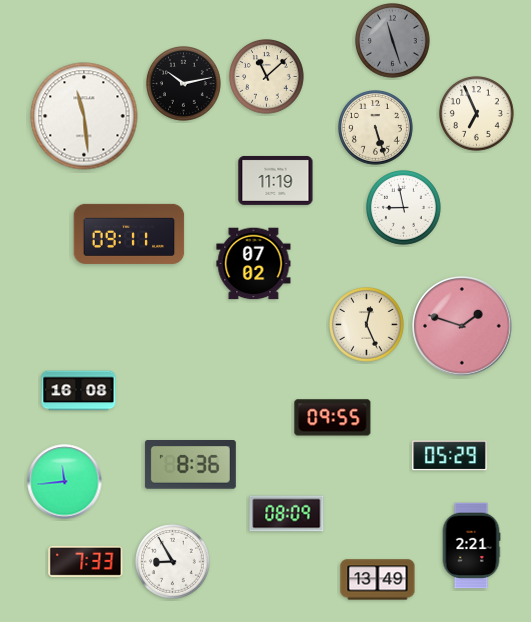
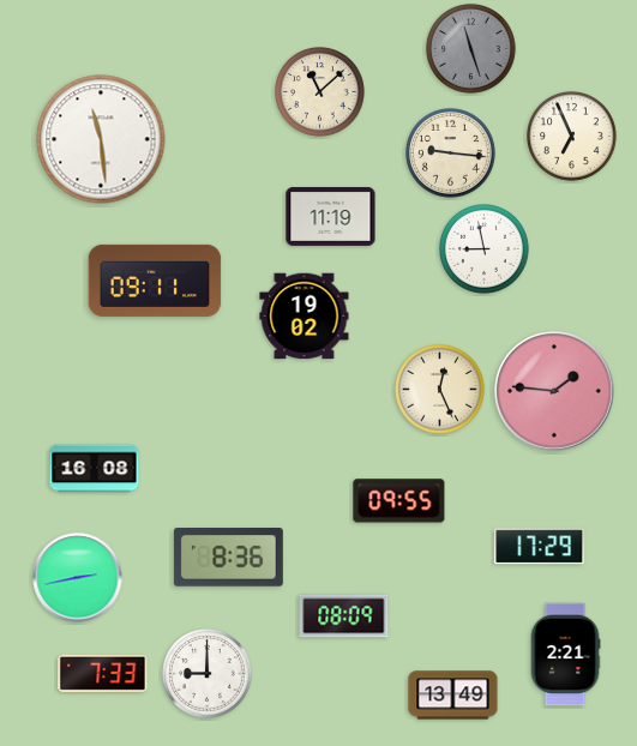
clock at (184, 84): 10:13 -> none
clock at (376, 128): 5:27 -> 9:16
clock at (254, 264): 07:02 -> 19:02
clock at (462, 326): 1:48 -> 1:46
clock at (450, 456): 05:29 -> 17:29
clock at (65, 482): 11:44 -> 2:43
clock at (173, 562): 8:55 -> 9:00
